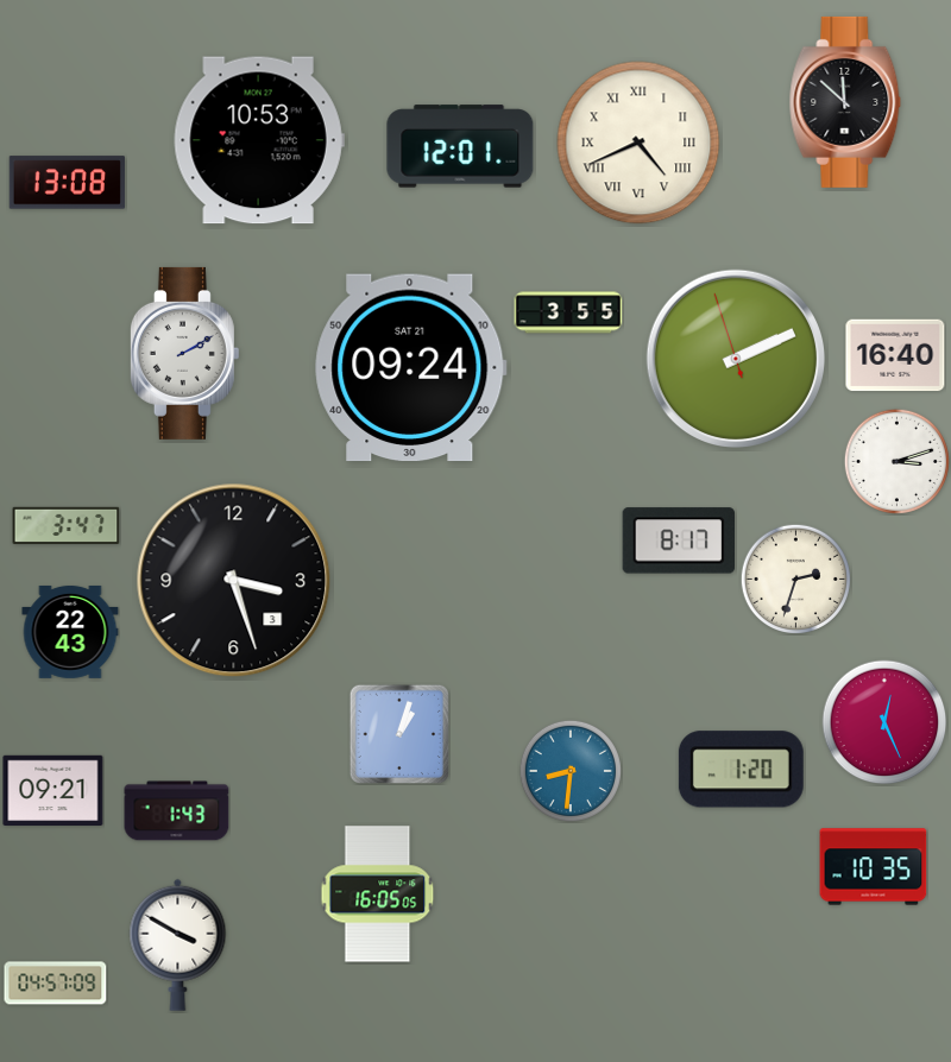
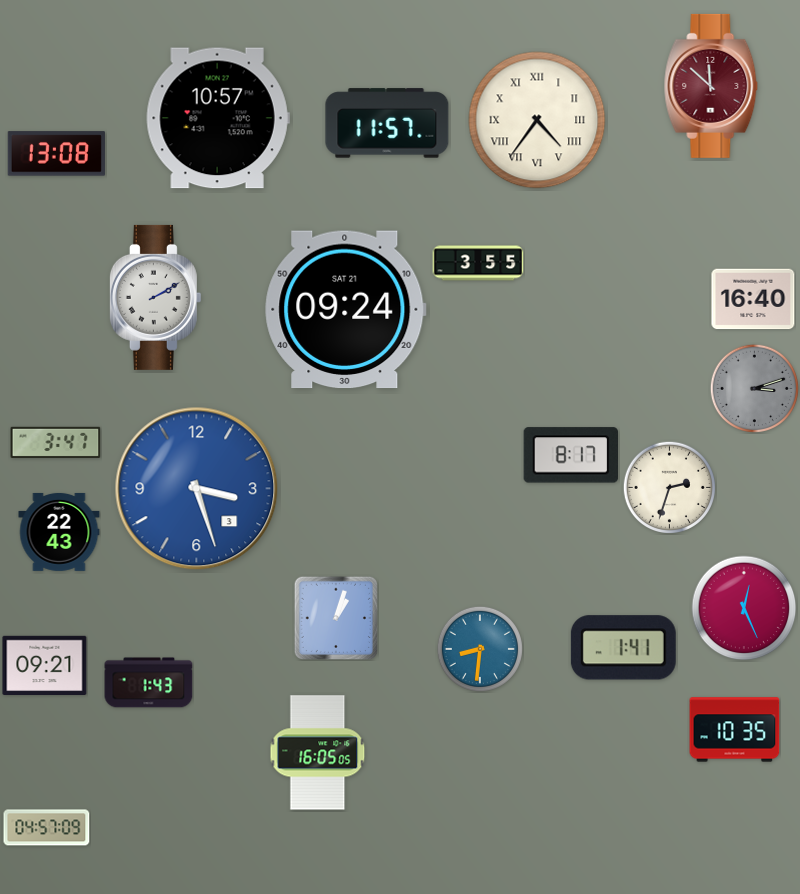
clock at (845, 102) dial: black -> burgundy
clock at (259, 140): 10:53 -> 10:57
clock at (638, 143): 4:41 -> 4:36
clock at (460, 146): 12:01 -> 11:57
clock at (735, 358): 2:10 -> none
clock at (896, 461) dial: white -> grey
clock at (234, 581) dial: black -> blue
clock at (741, 770): 1:20 -> 1:41
clock at (178, 944): 3:50 -> none
